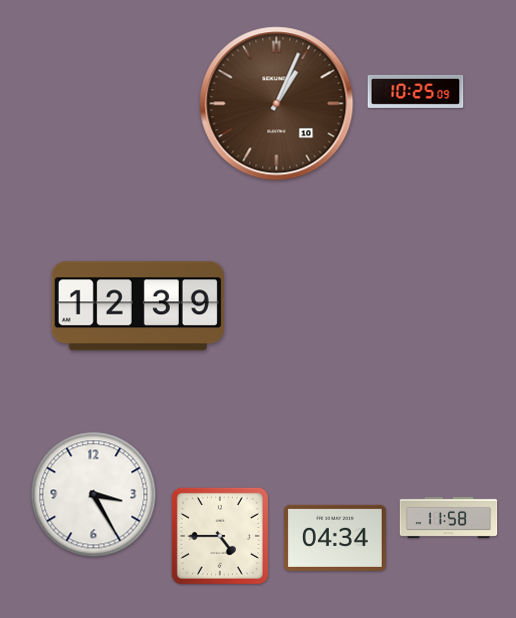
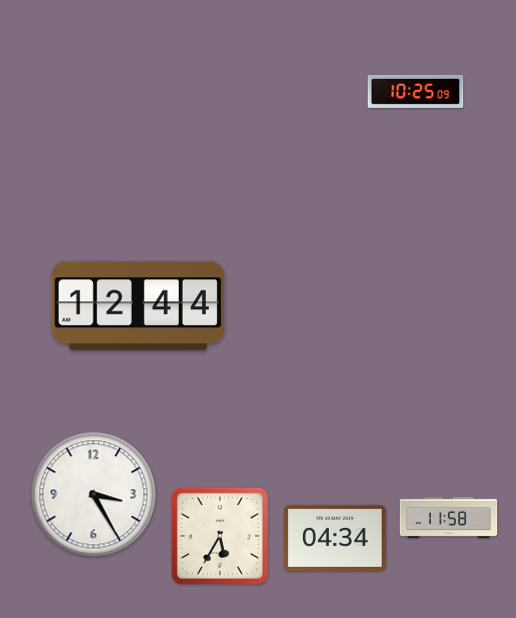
clock at (277, 104): 1:04 -> none
clock at (138, 306): 12:39 -> 12:44
clock at (220, 536): 4:45 -> 5:35
